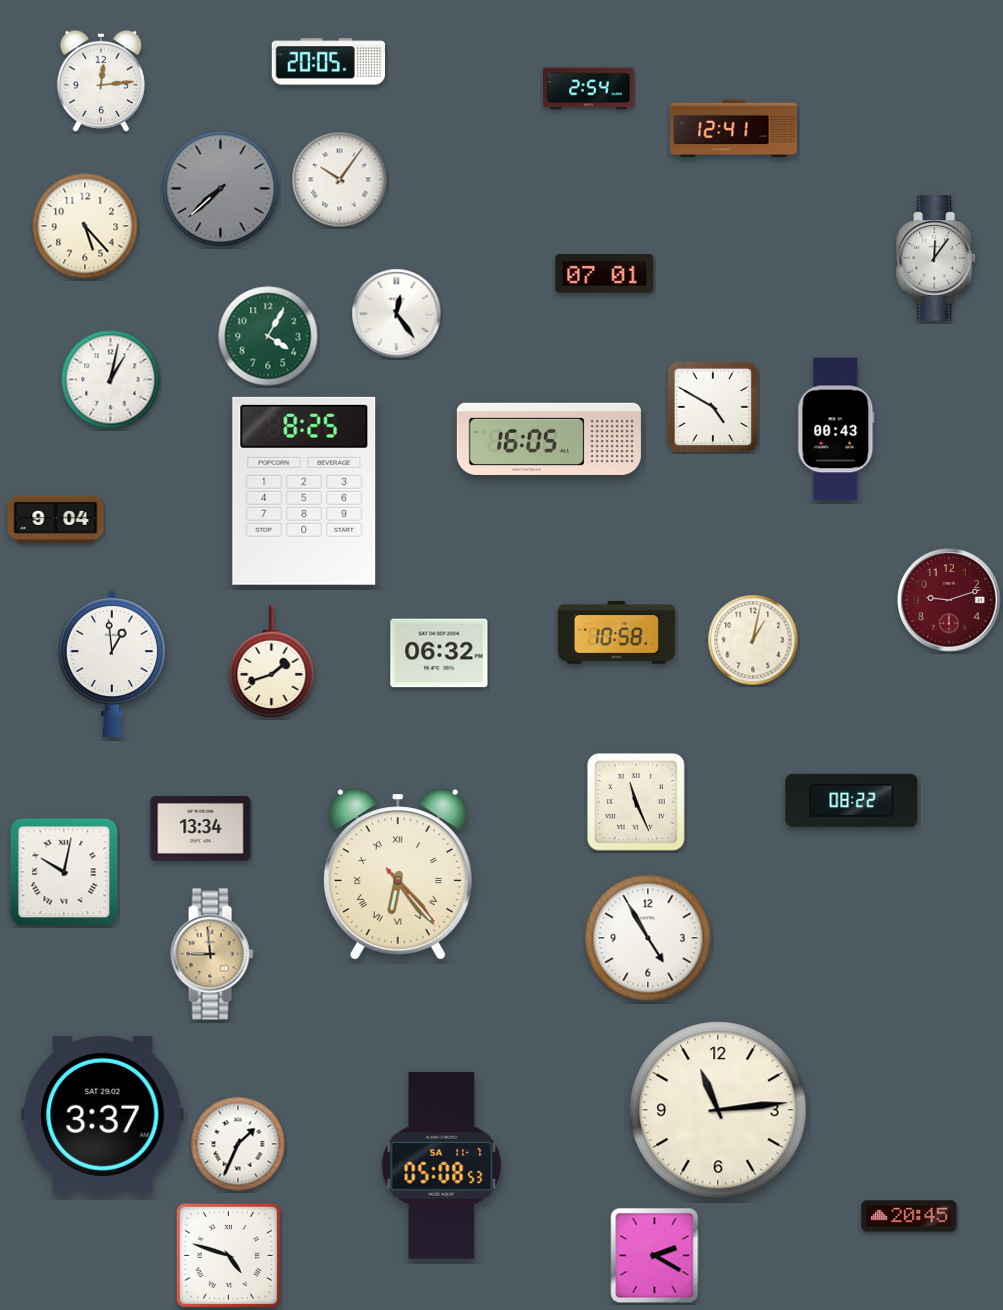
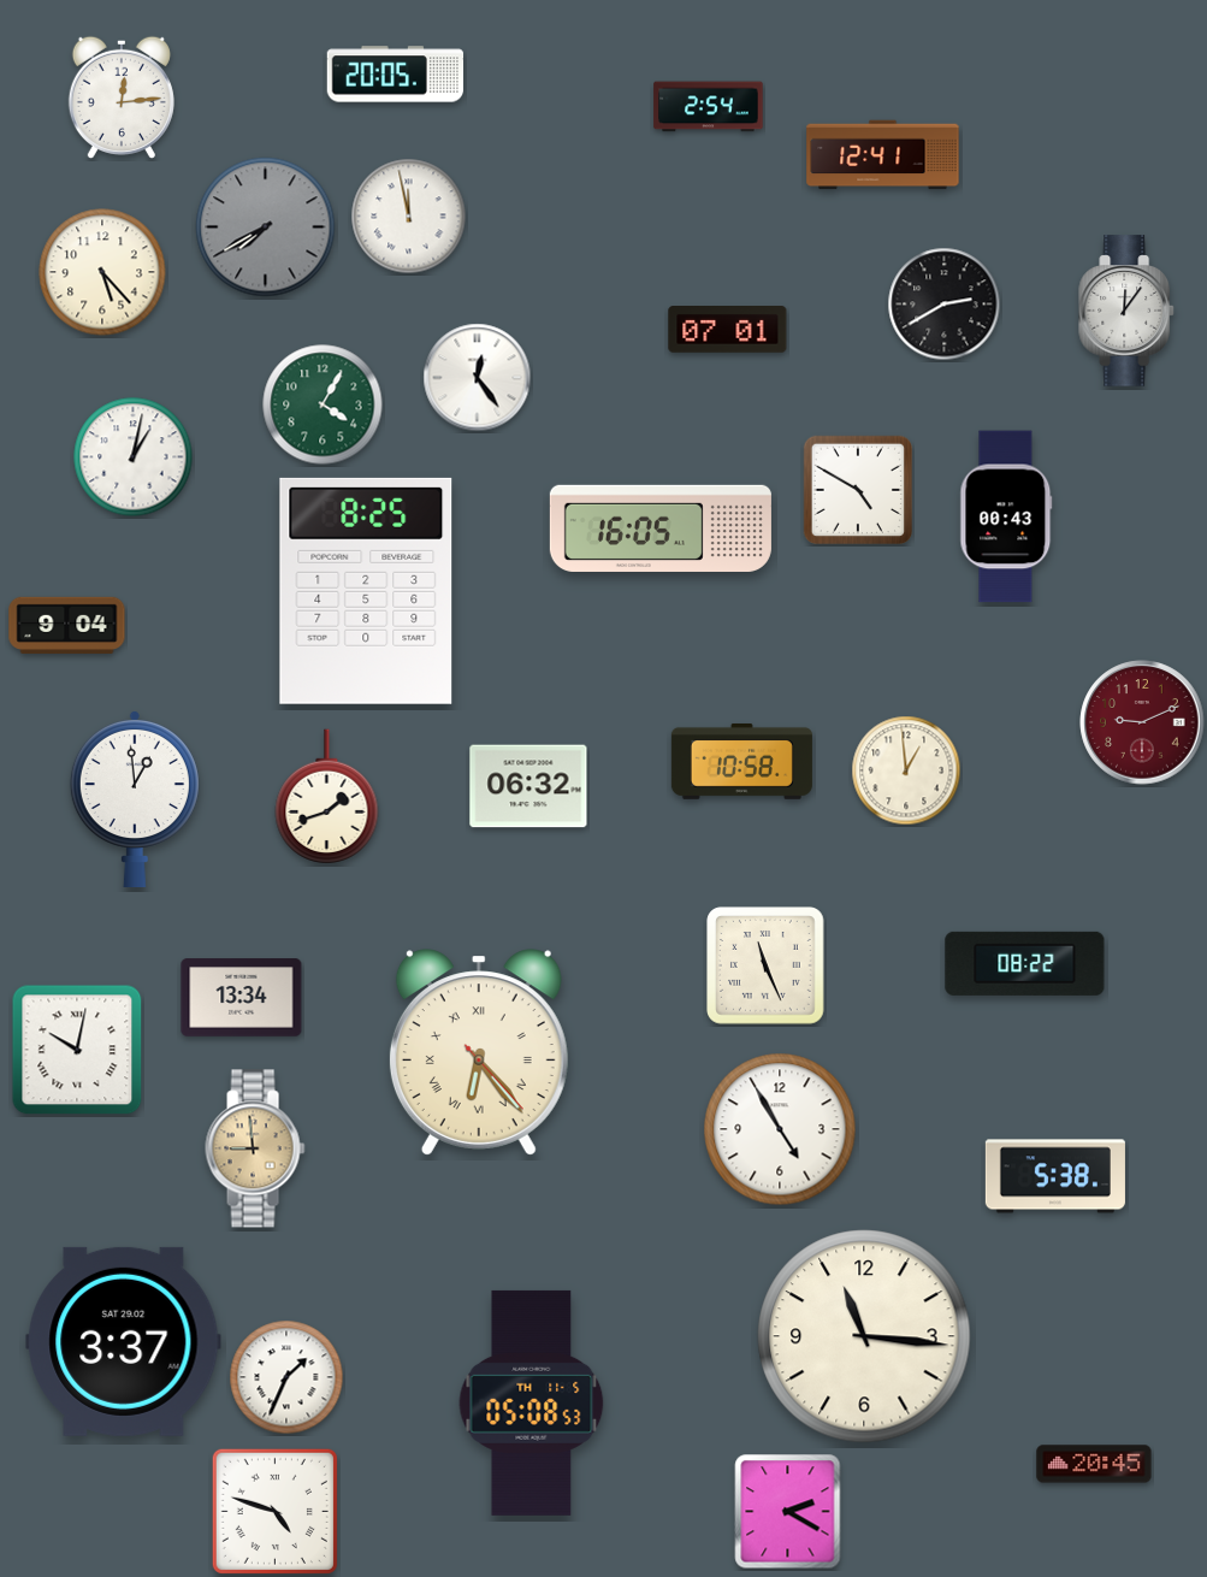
clock at (340, 180): 10:06 -> 11:58
clock at (221, 189): 7:38 -> 7:40
clock at (945, 305): none -> 2:40
clock at (949, 600): 9:12 -> 9:11
clock at (753, 640): 1:02 -> 12:59
clock at (1055, 1176): none -> 5:38
clock at (718, 1110): 11:14 -> 11:16
clock at (442, 1165) date: SA 11-7 -> TH 11-5
